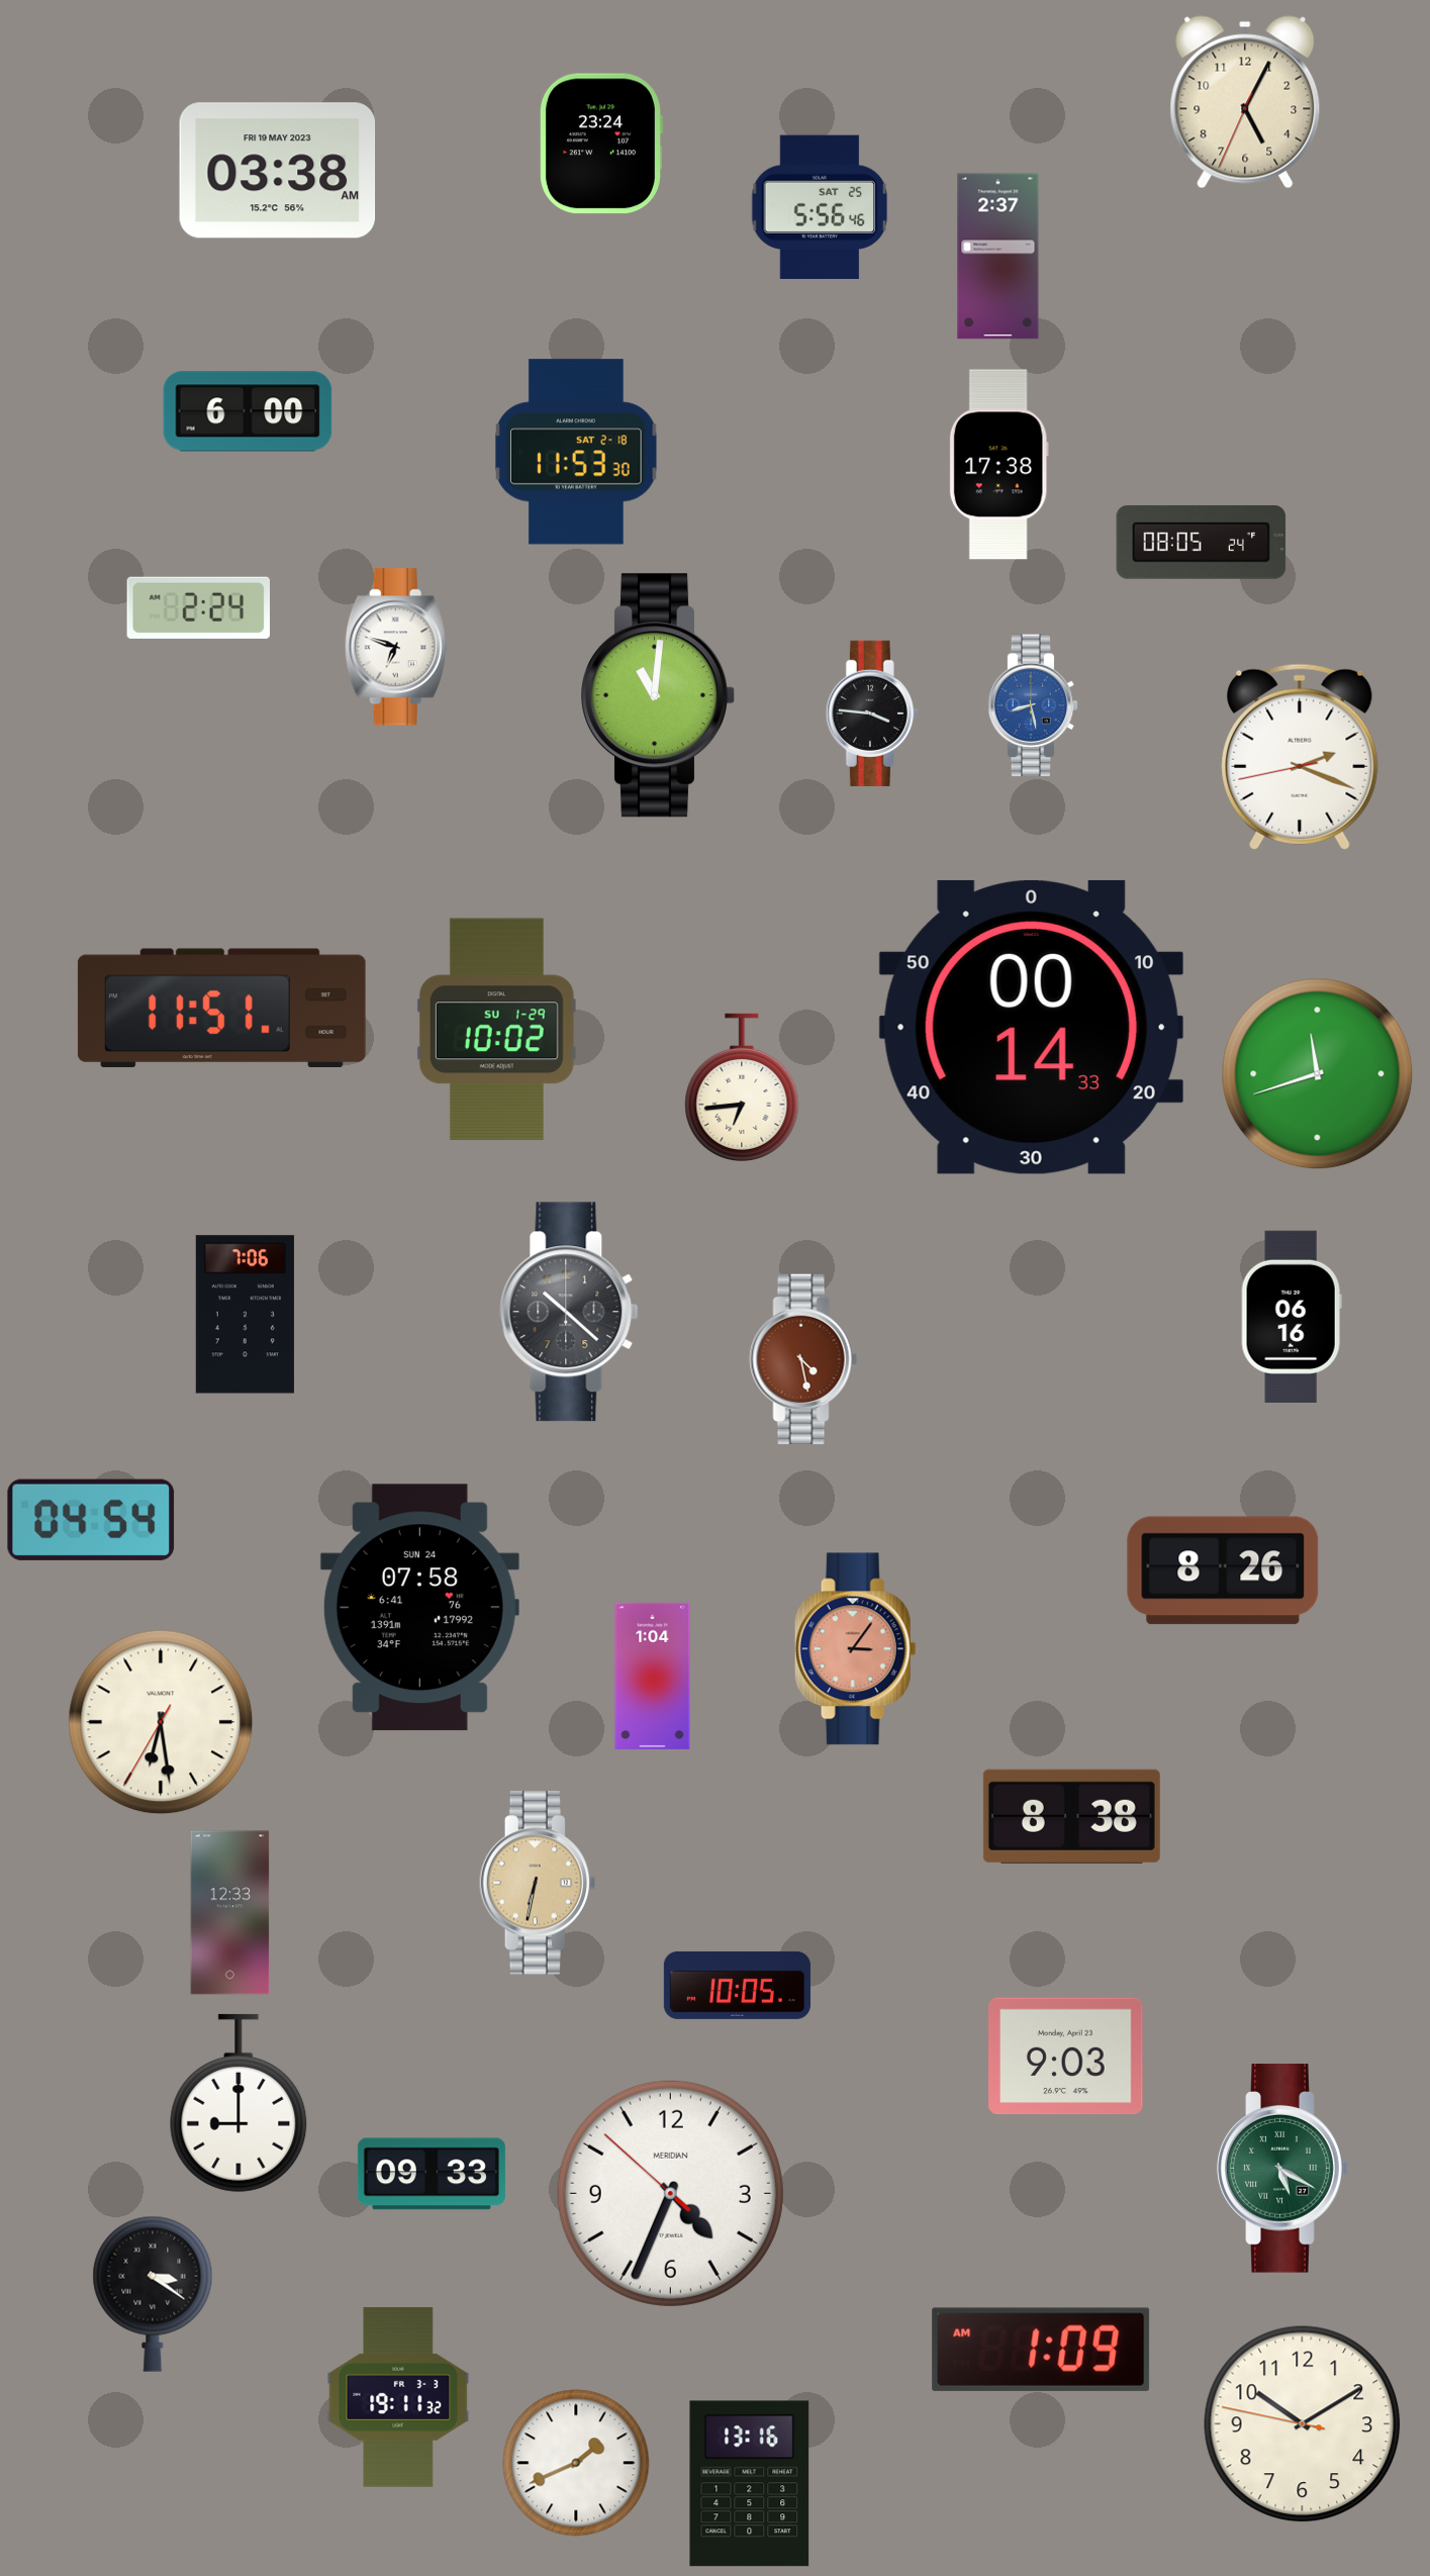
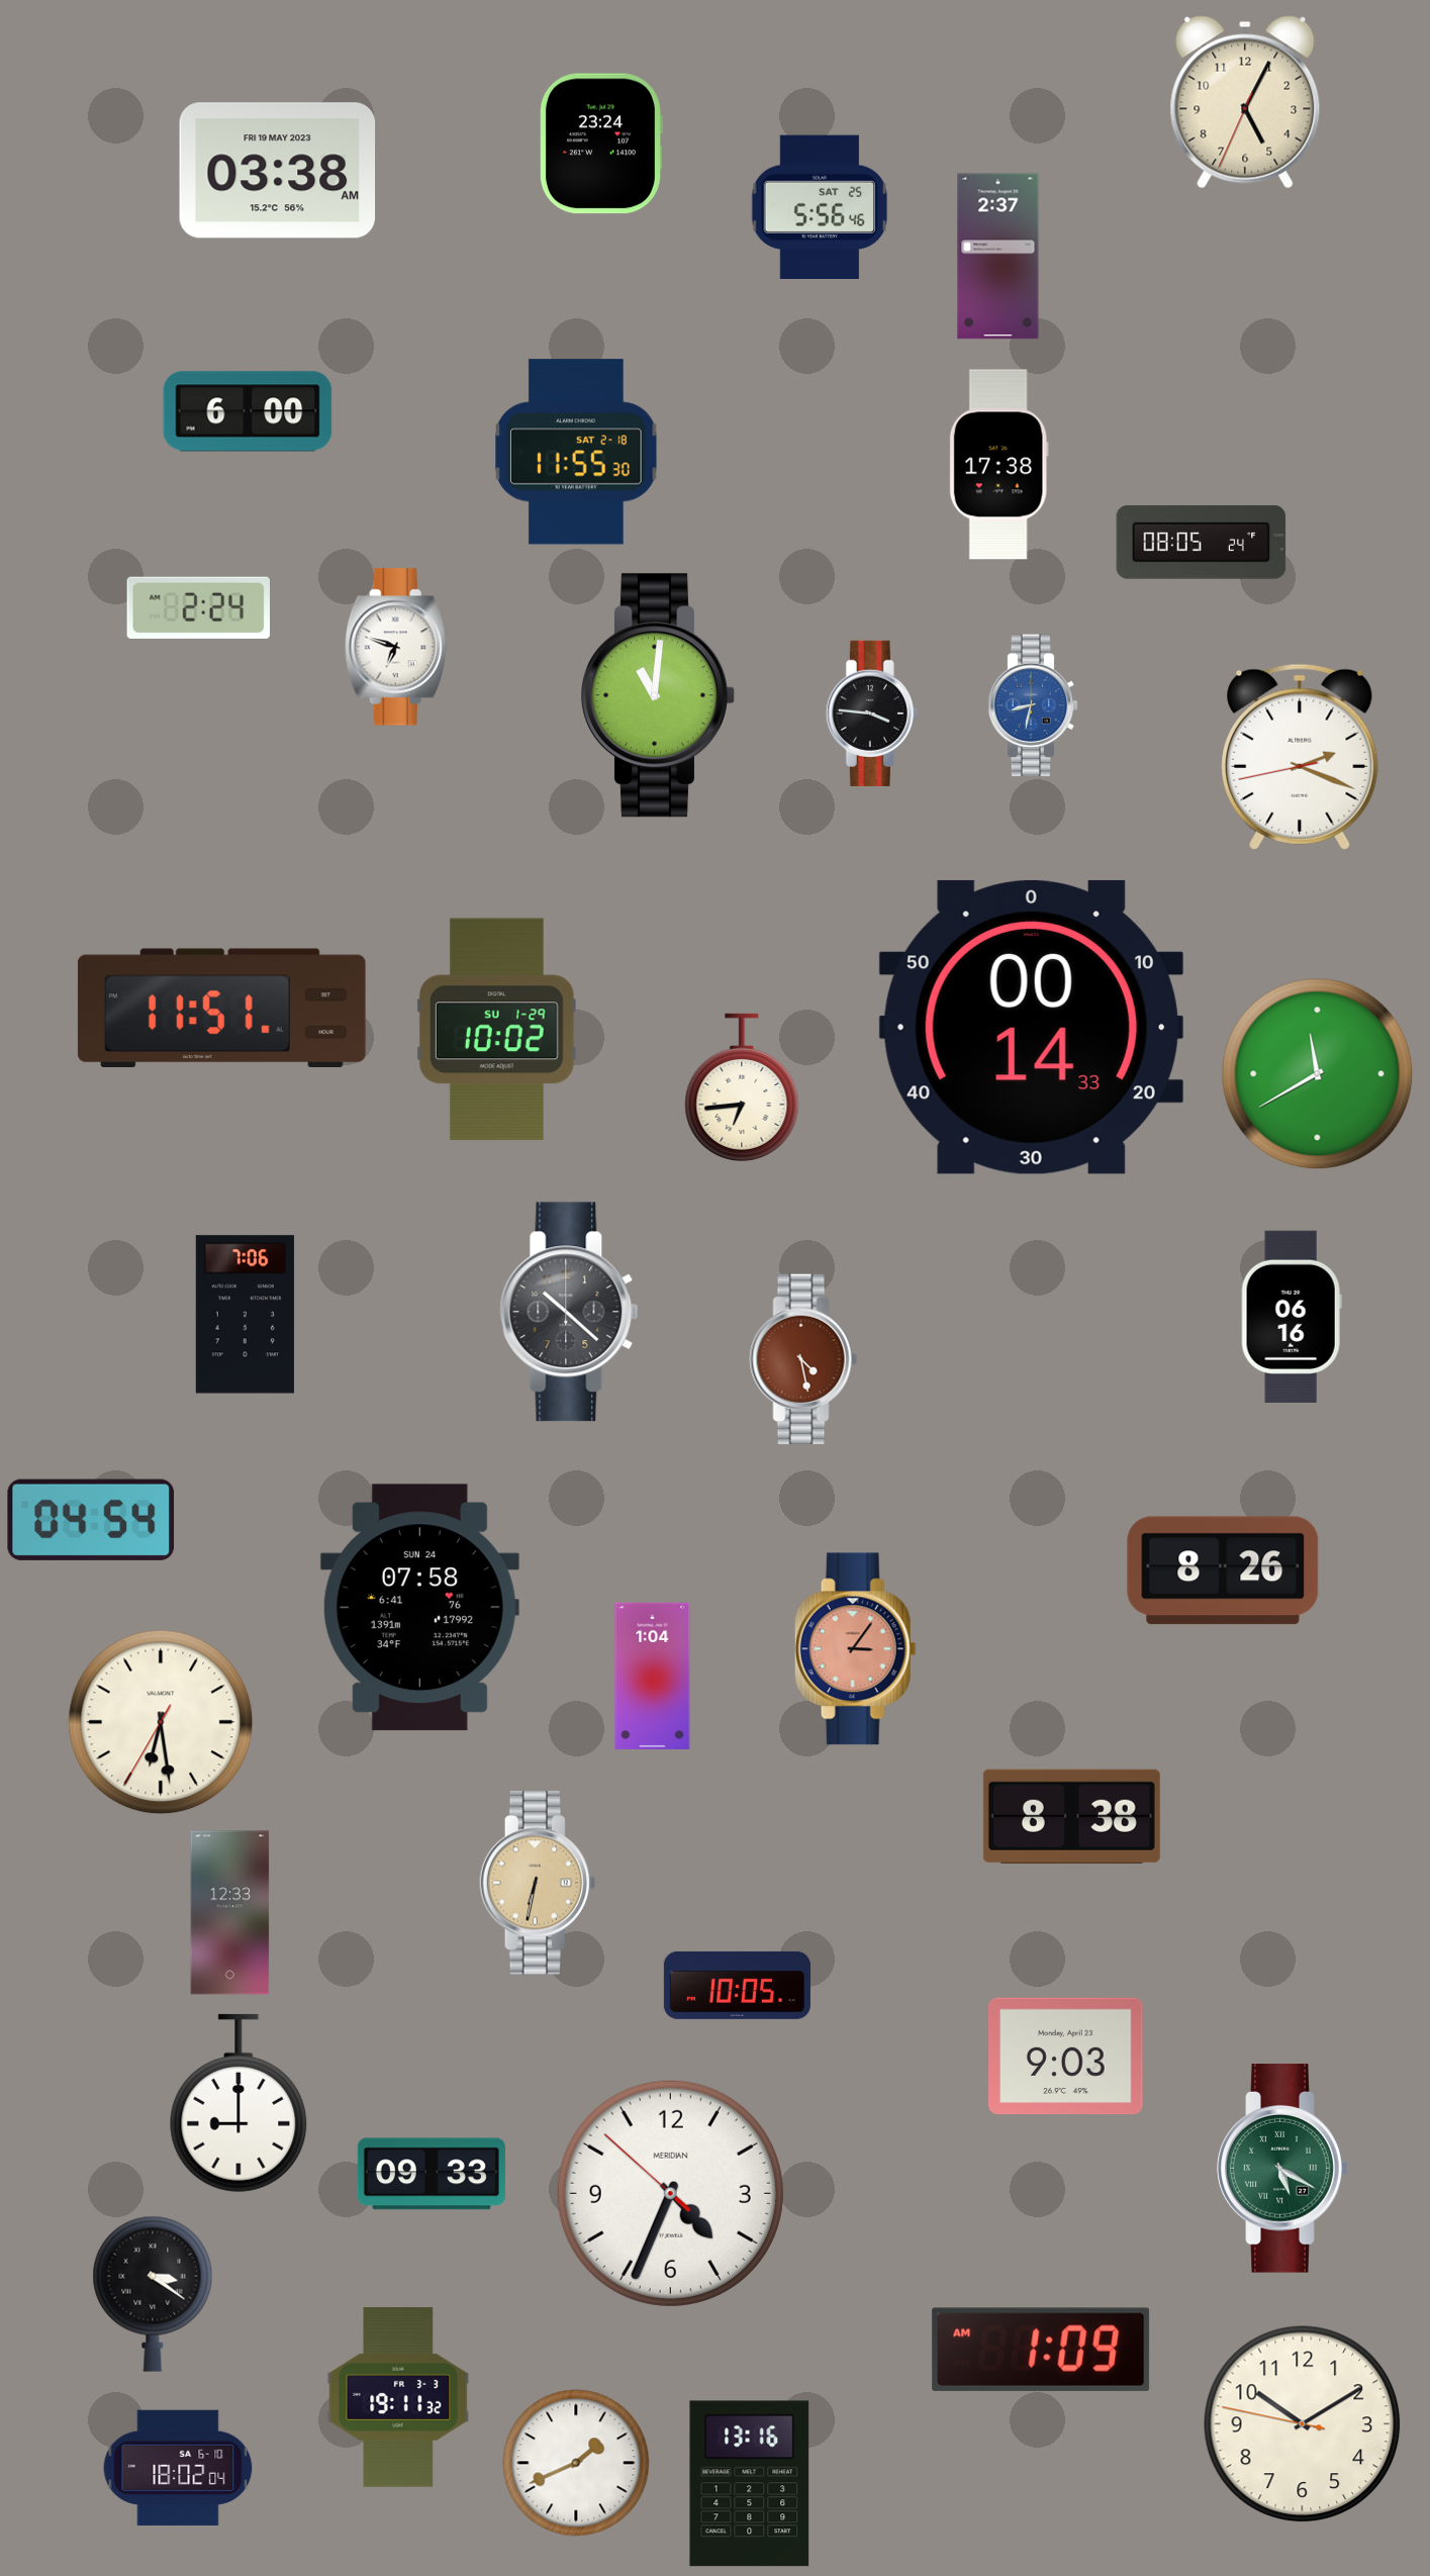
clock at (576, 452): 11:53 -> 11:55
clock at (1033, 705): 8:28 -> 8:32
clock at (1318, 1074): 11:42 -> 11:40
clock at (178, 2468): none -> 18:02
